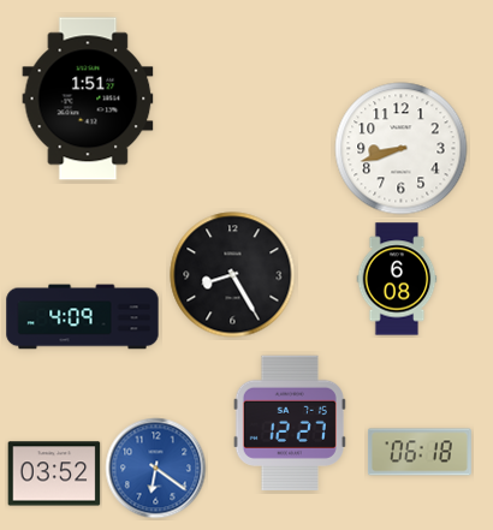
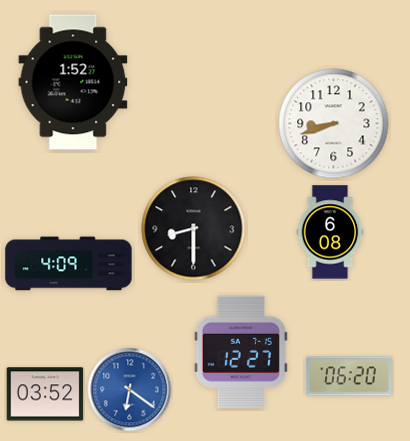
clock at (88, 99): 1:51 -> 1:52
clock at (233, 275): 8:25 -> 8:30
clock at (420, 452): 06:18 -> 06:20
